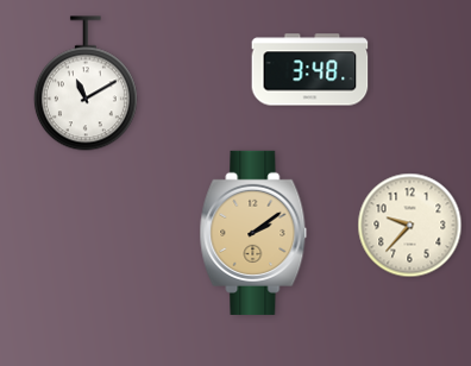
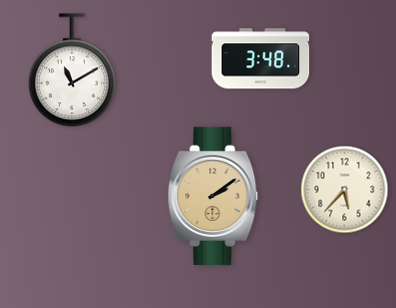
clock at (410, 226): 9:37 -> 5:37
